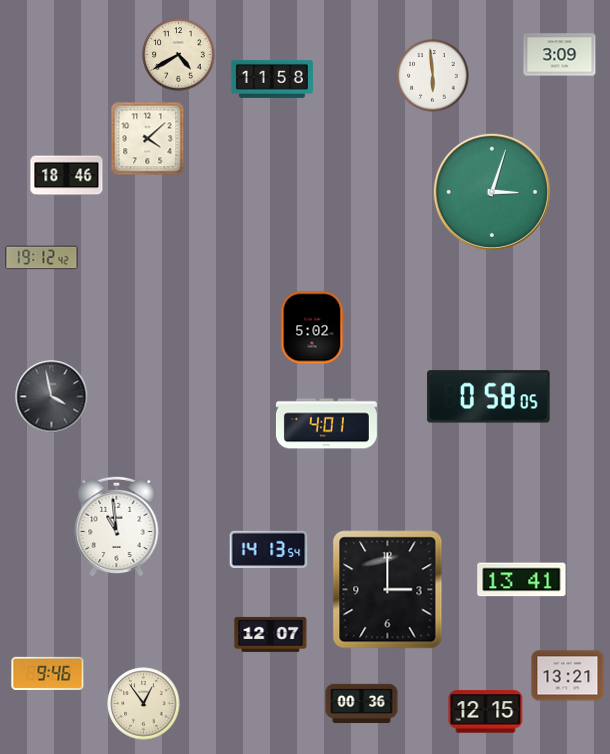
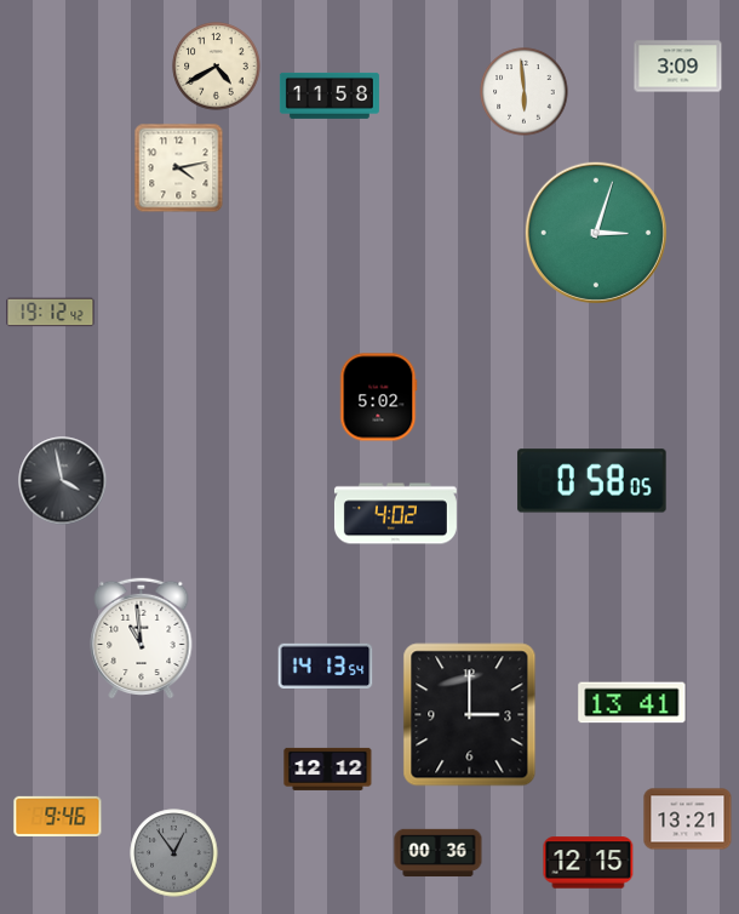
clock at (148, 139): 4:08 -> 4:13
clock at (67, 176): 18:46 -> none
clock at (326, 424): 4:01 -> 4:02
clock at (271, 634): 12:07 -> 12:12
clock at (144, 704) dial: cream -> grey
